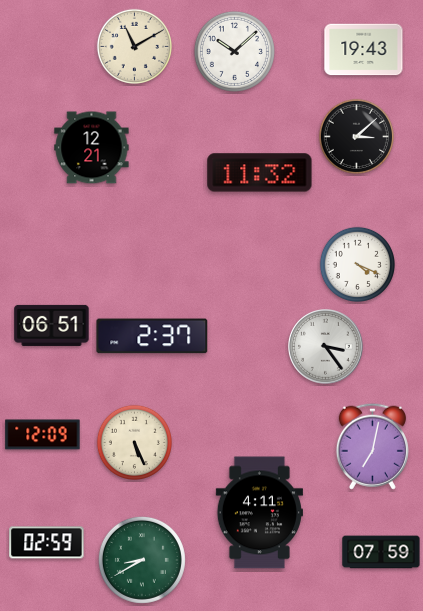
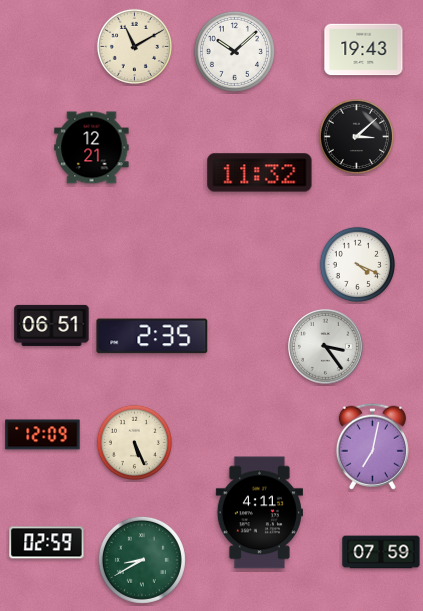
clock at (152, 336): 2:37 -> 2:35
